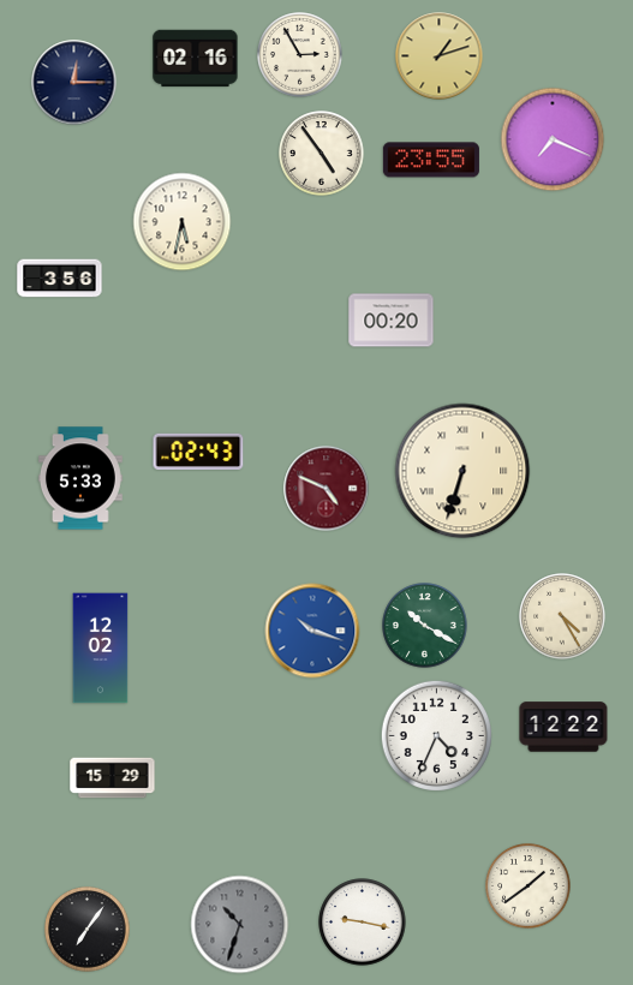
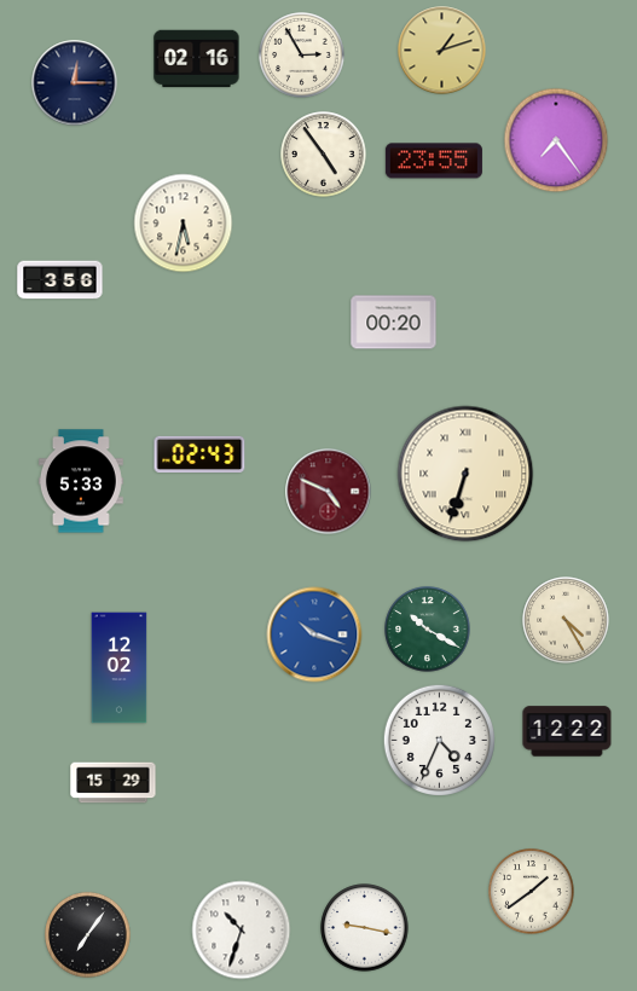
clock at (440, 56) position: (440, 56) -> (442, 51)
clock at (553, 139): 7:19 -> 7:24
clock at (101, 649) position: (101, 649) -> (120, 668)
clock at (240, 925) dial: grey -> white
